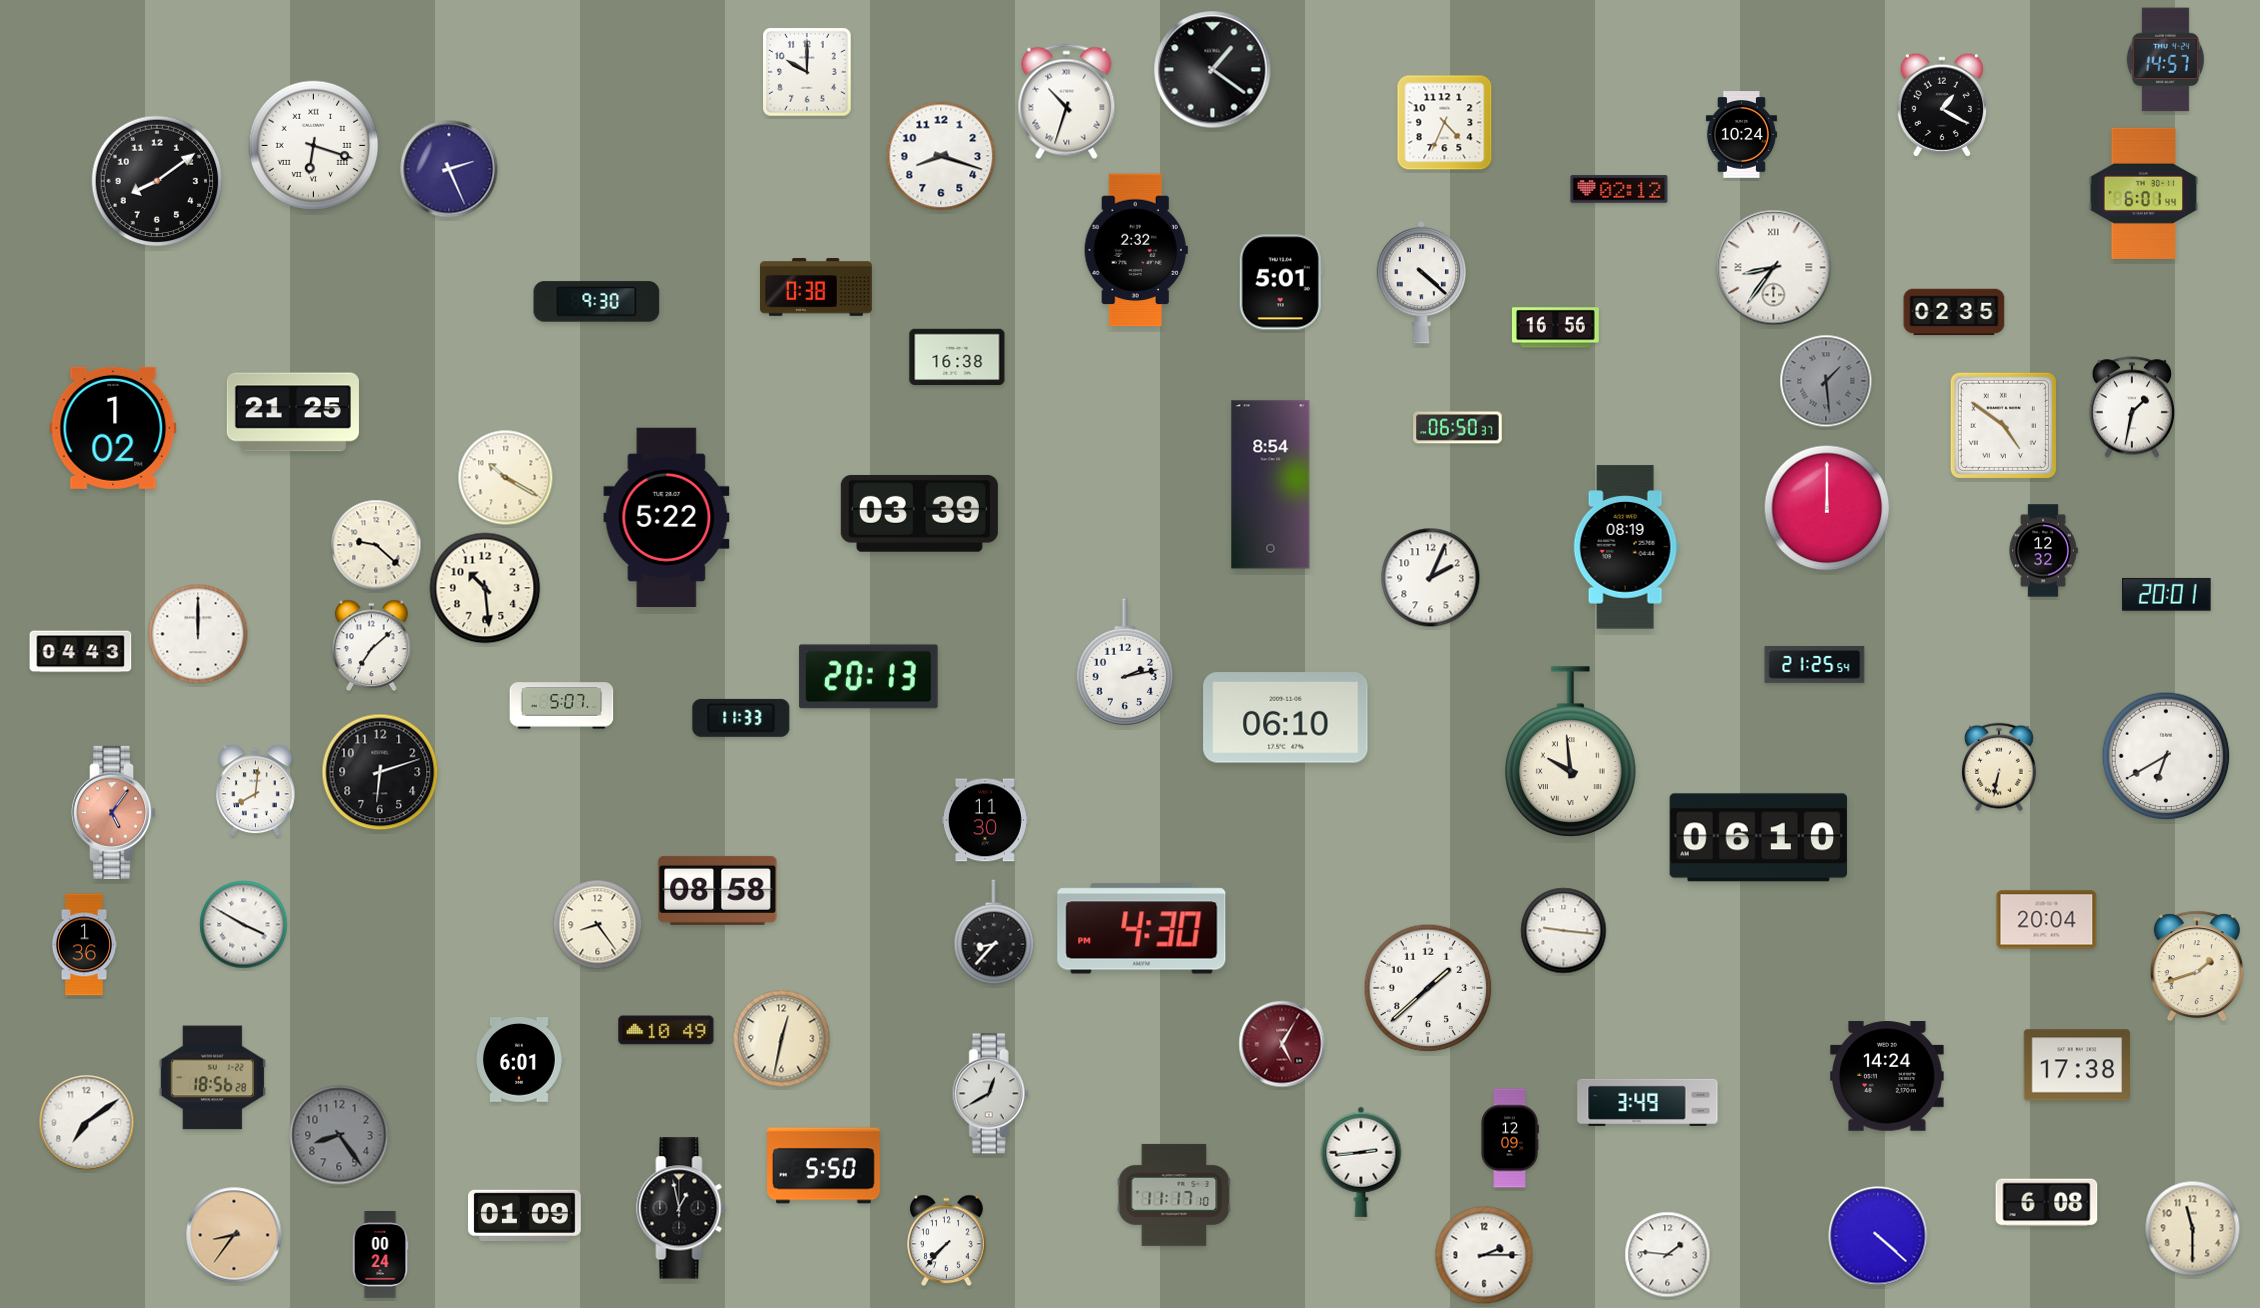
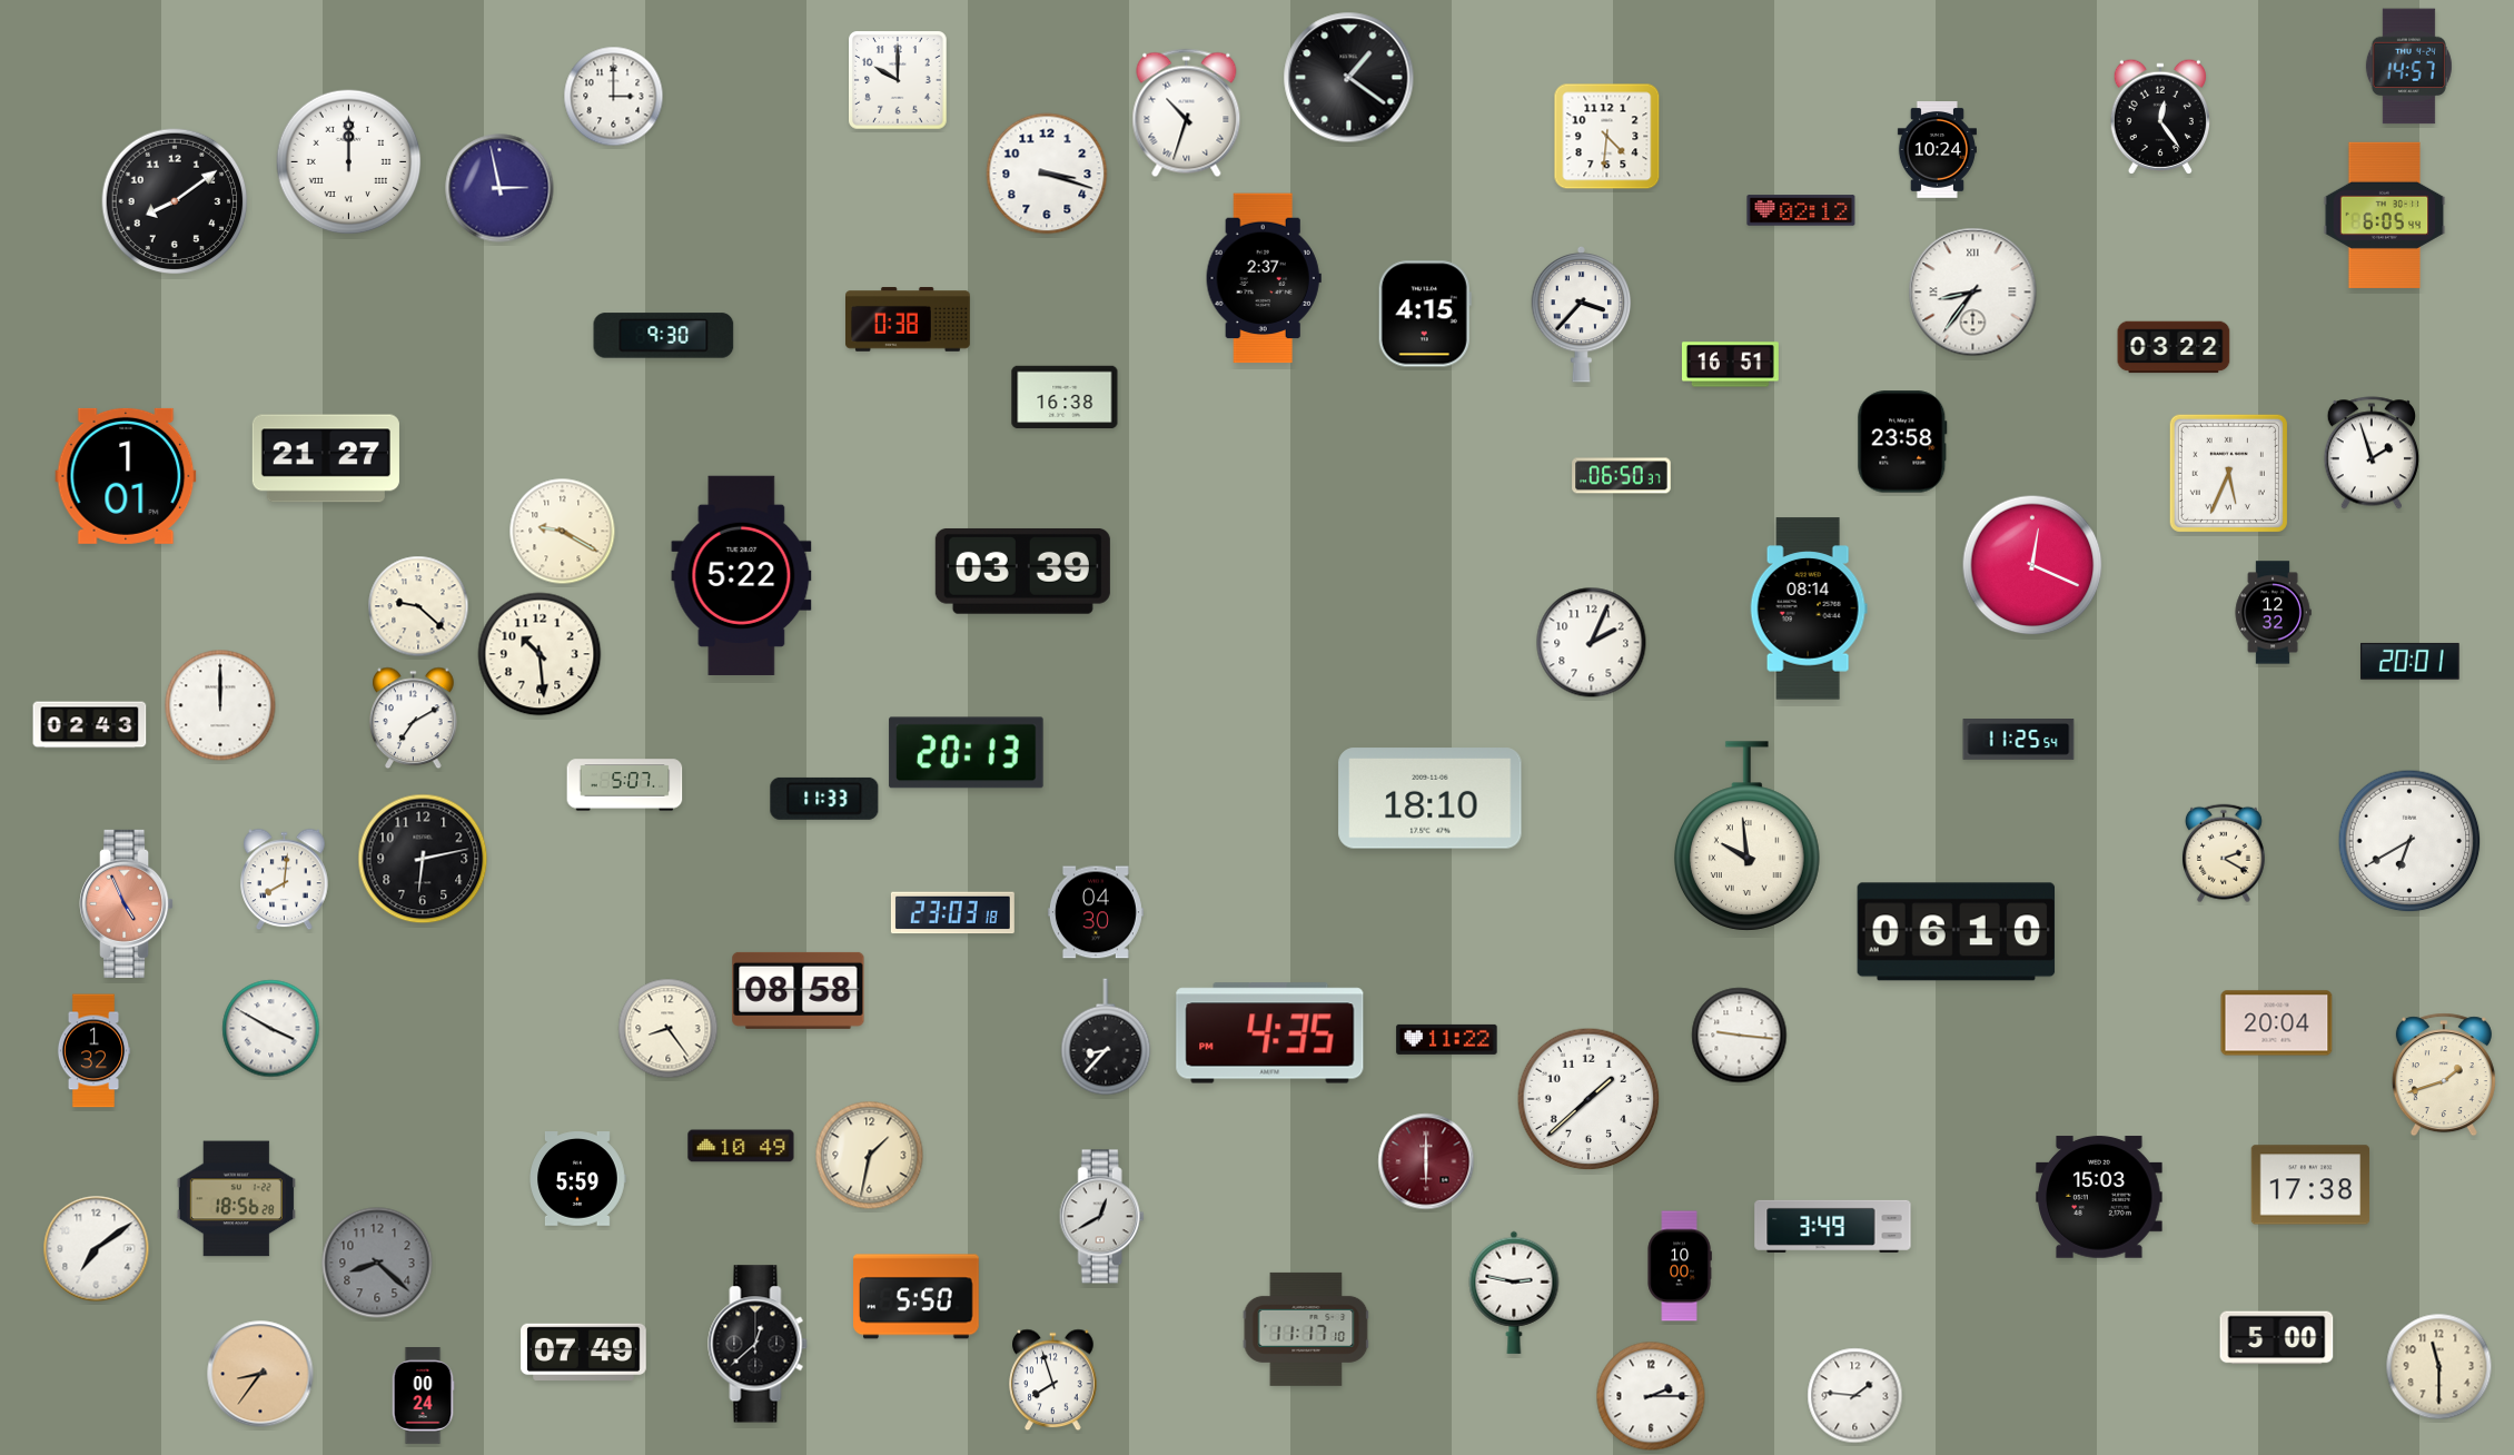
clock at (614, 97): none -> 3:00
clock at (1942, 105): 1:20 -> 12:24
clock at (1445, 123): 4:34 -> 4:31
clock at (314, 146): 6:18 -> 12:00
clock at (941, 156): 8:18 -> 3:18
clock at (449, 169): 2:26 -> 2:58
clock at (2144, 193): 6:01 -> 6:05
clock at (1136, 250): 2:32 -> 2:37
clock at (1774, 268) position: (1774, 268) -> (1973, 293)
clock at (1281, 282): 5:01 -> 4:15
clock at (1422, 282): 4:22 -> 3:37
clock at (1954, 312): 02:35 -> 03:22
clock at (1555, 328): 16:56 -> 16:51
clock at (1826, 381): 1:29 -> none
clock at (1902, 442): none -> 23:58
clock at (2132, 407): 1:32 -> 1:57
clock at (293, 412): 21:25 -> 21:27
clock at (2003, 425): 4:51 -> 5:34
clock at (113, 428): 1:02 -> 1:01
clock at (506, 478): 10:20 -> 9:20
clock at (1271, 485): 8:54 -> none
clock at (1827, 508): 12:00 -> 12:19
clock at (1626, 547): 08:19 -> 08:14
clock at (372, 646): 7:08 -> 7:10
clock at (81, 652): 04:43 -> 02:43
clock at (1125, 663): 2:13 -> none
clock at (1815, 665): 21:25 -> 11:25
clock at (1286, 718): 06:10 -> 18:10
clock at (1999, 767): 6:32 -> 2:20
clock at (380, 772): 6:12 -> 6:13
clock at (114, 812): 5:06 -> 4:56
clock at (985, 820): 11:30 -> 04:30
clock at (952, 913): none -> 23:03
clock at (598, 925) position: (598, 925) -> (669, 1029)
clock at (1142, 929): 4:30 -> 4:35
clock at (1447, 1039): none -> 11:22
clock at (84, 945): 1:36 -> 1:32
clock at (782, 1039): 12:32 -> 1:32
clock at (1282, 1044): 5:05 -> 6:00
clock at (519, 1060): 6:01 -> 5:59
clock at (1887, 1076): 14:24 -> 15:03
clock at (339, 1135): 8:24 -> 8:22
clock at (1510, 1138): 12:09 -> 10:00
clock at (1361, 1162): 2:44 -> 2:47
clock at (2047, 1203): 6:08 -> 5:00
clock at (681, 1208): 12:58 -> 12:38
clock at (525, 1215): 01:09 -> 07:49
clock at (1878, 1236): 4:22 -> none
clock at (947, 1241): 7:37 -> 7:57
